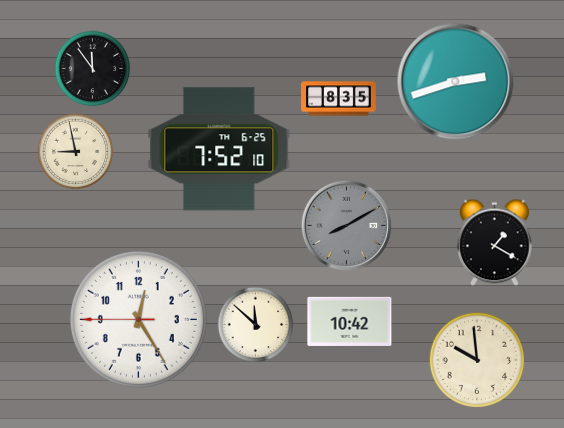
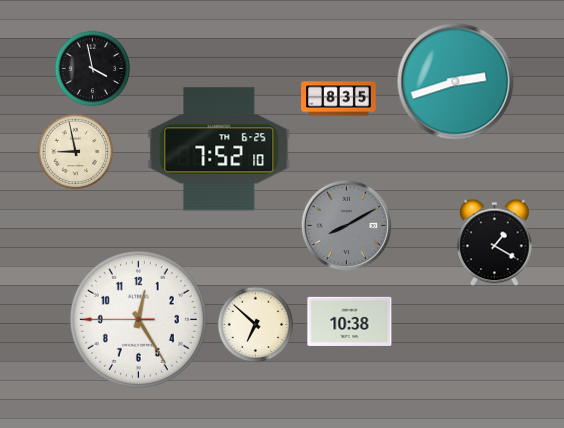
clock at (93, 69): 11:54 -> 3:58
clock at (350, 321): 10:42 -> 10:38
clock at (256, 325): 11:52 -> 6:52
clock at (477, 360): 9:59 -> none
